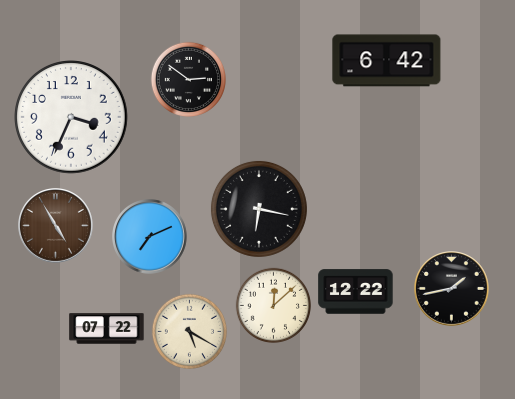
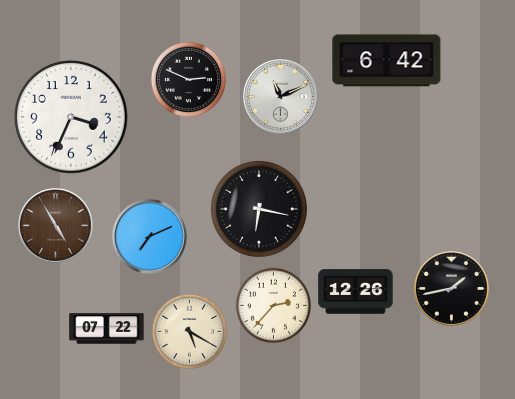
clock at (188, 79): 2:51 -> 2:49
clock at (281, 97): none -> 11:11
clock at (356, 292): 12:22 -> 12:26
clock at (273, 305): 12:08 -> 2:37
